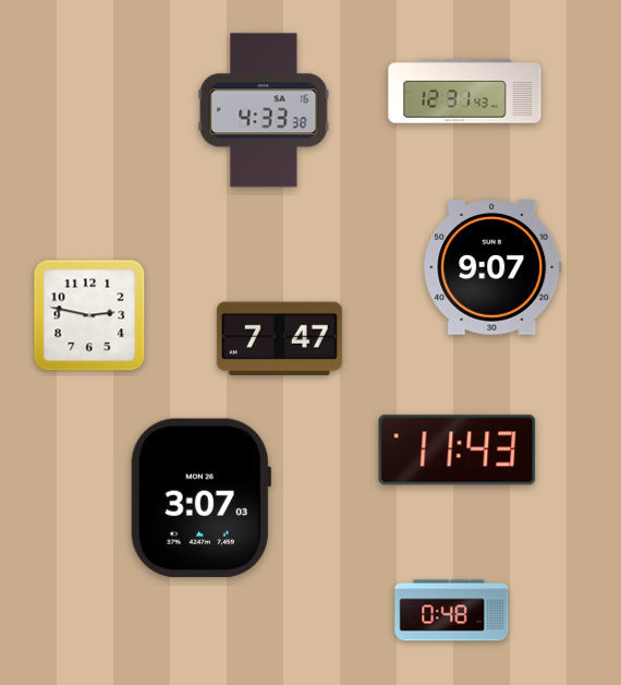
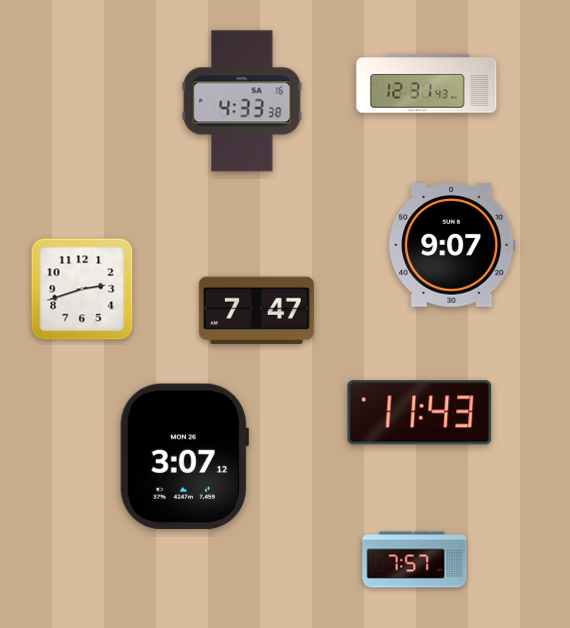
clock at (89, 315): 2:47 -> 2:42
clock at (200, 498): 3:07:03 -> 3:07:12
clock at (452, 611): 0:48 -> 7:57
